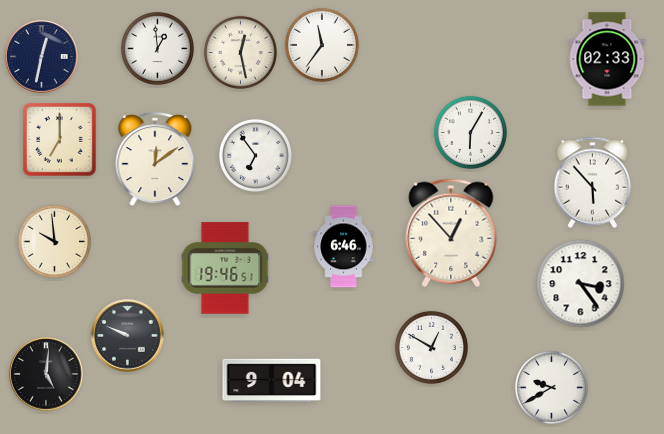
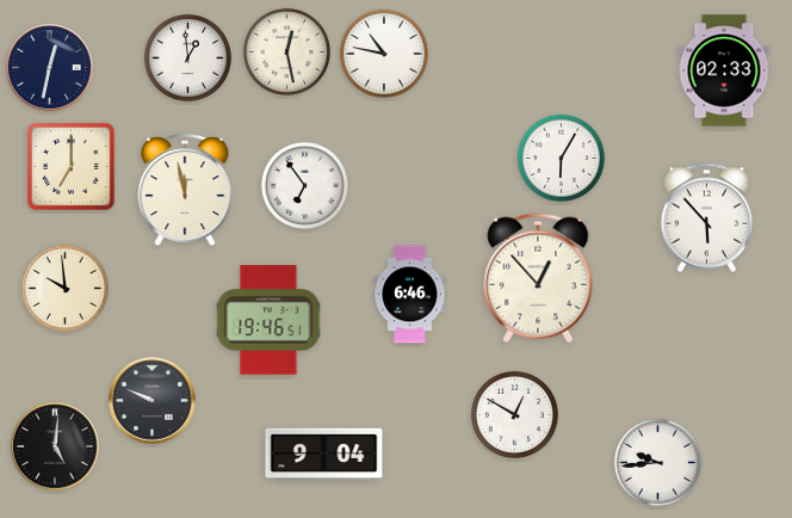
clock at (322, 45): 11:36 -> 10:47
clock at (240, 52) position: (240, 52) -> (286, 51)
clock at (155, 160): 12:09 -> 11:58
clock at (581, 284): 3:24 -> none
clock at (551, 387): 9:40 -> 9:44
